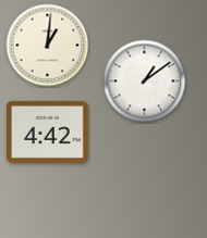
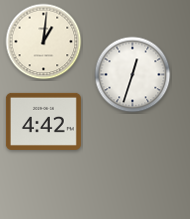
clock at (145, 82): 1:09 -> 12:33
